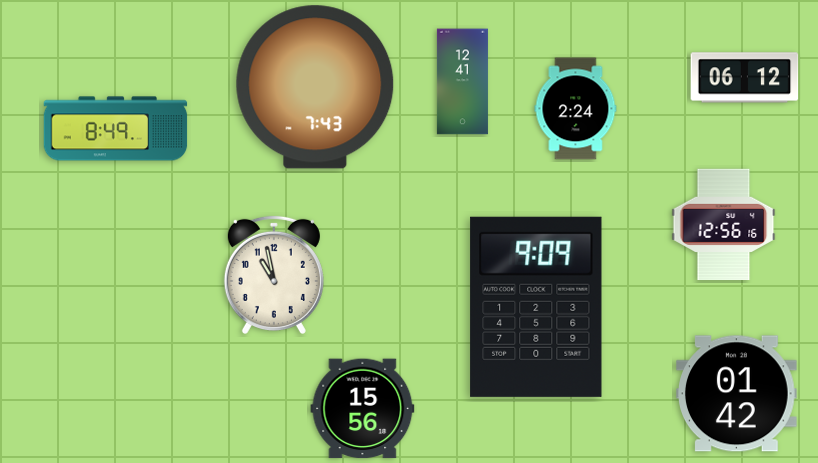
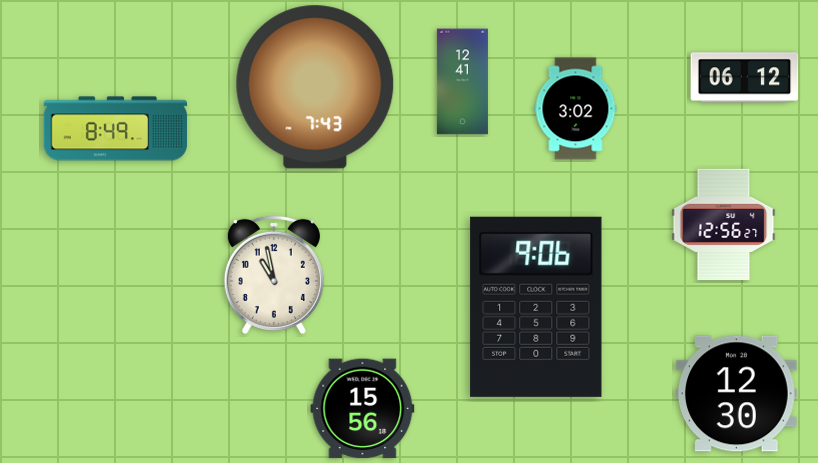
clock at (576, 109): 2:24 -> 3:02
clock at (724, 225): 12:56:16 -> 12:56:27
clock at (536, 307): 9:09 -> 9:06
clock at (737, 394): 01:42 -> 12:30
